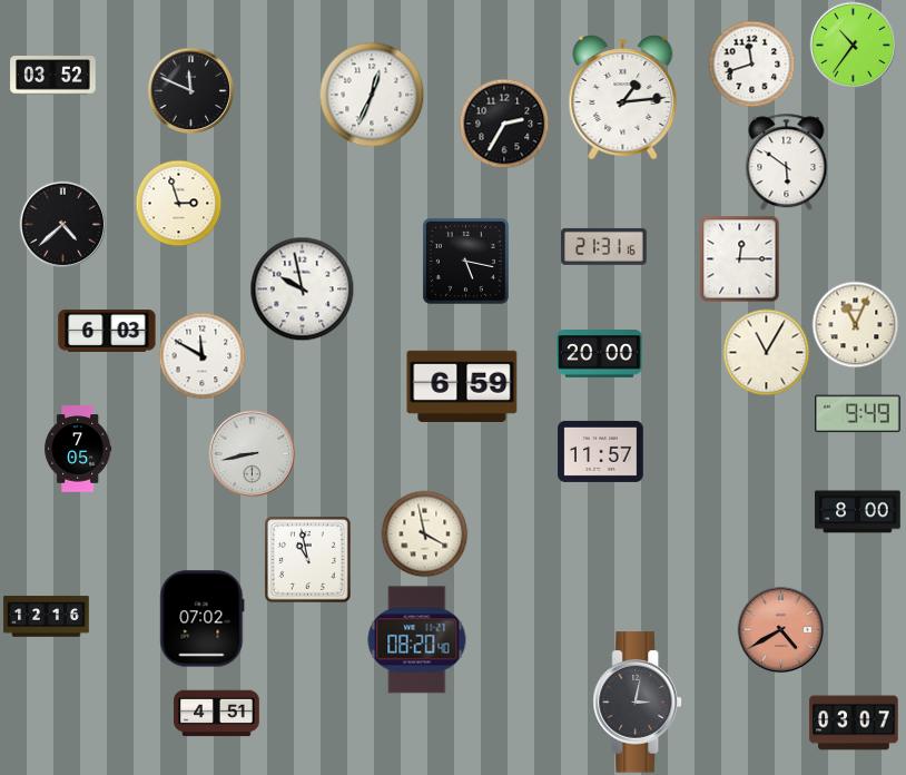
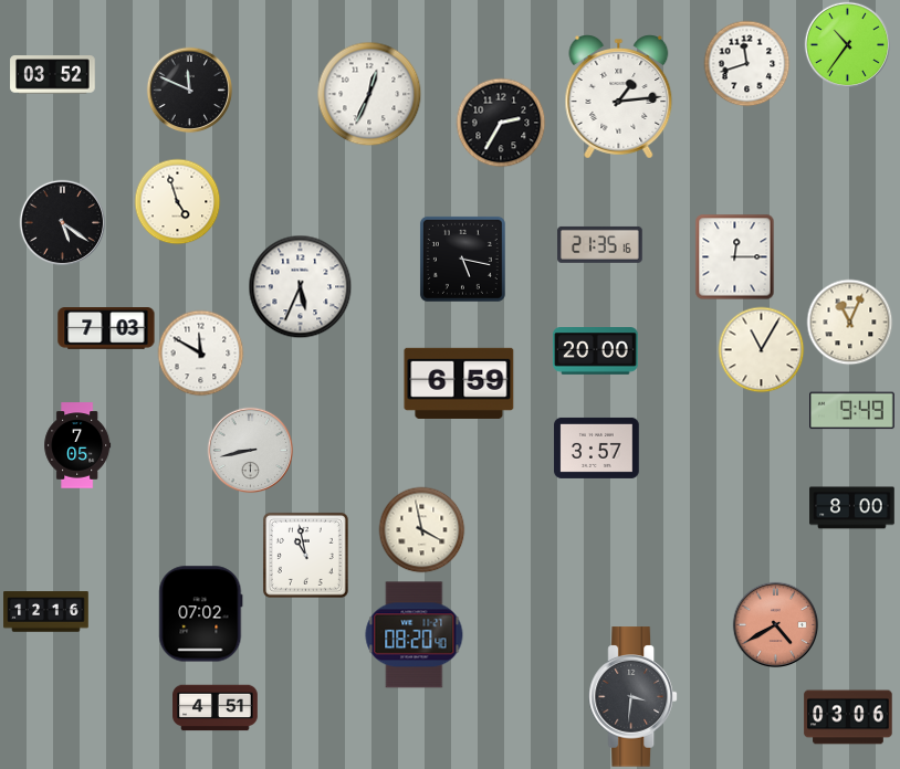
clock at (787, 161): 5:51 -> none
clock at (178, 203): 2:57 -> 4:57
clock at (62, 224): 4:38 -> 5:21
clock at (604, 246): 21:31 -> 21:35
clock at (302, 288): 9:58 -> 5:34
clock at (107, 332): 6:03 -> 7:03
clock at (601, 451): 11:57 -> 3:57
clock at (638, 703): 3:02 -> 3:31
clock at (854, 723): 03:07 -> 03:06
